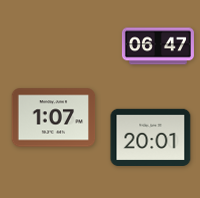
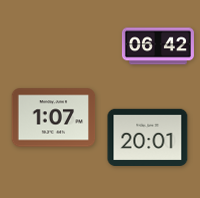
clock at (158, 46): 06:47 -> 06:42
clock at (151, 137) position: (151, 137) -> (148, 137)
